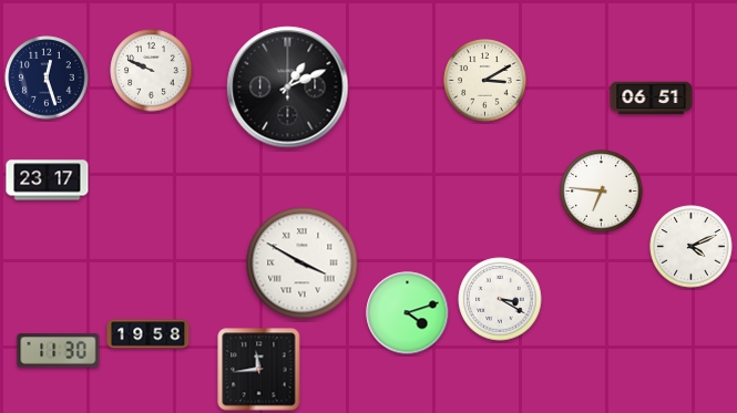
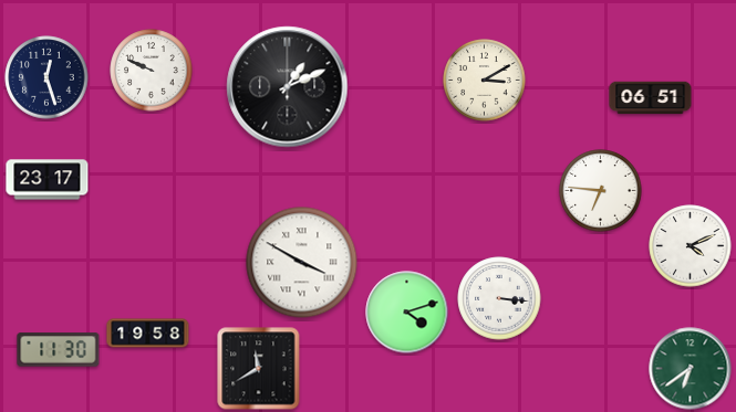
clock at (500, 299): 3:20 -> 3:16
clock at (259, 370): 11:44 -> 11:40
clock at (691, 369): none -> 6:39
